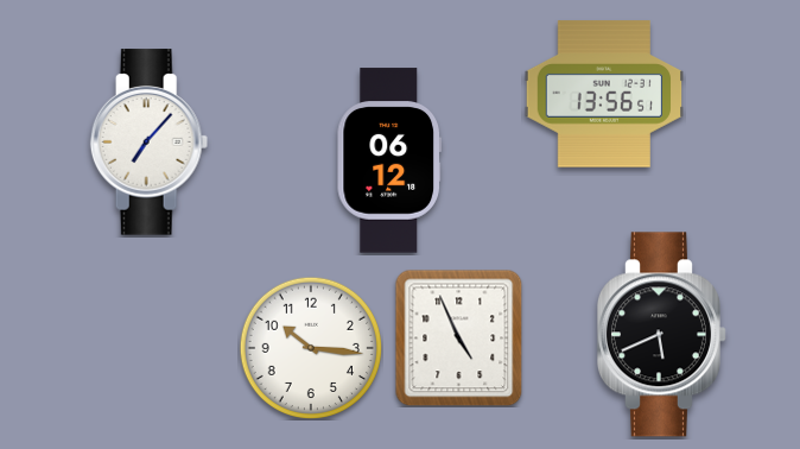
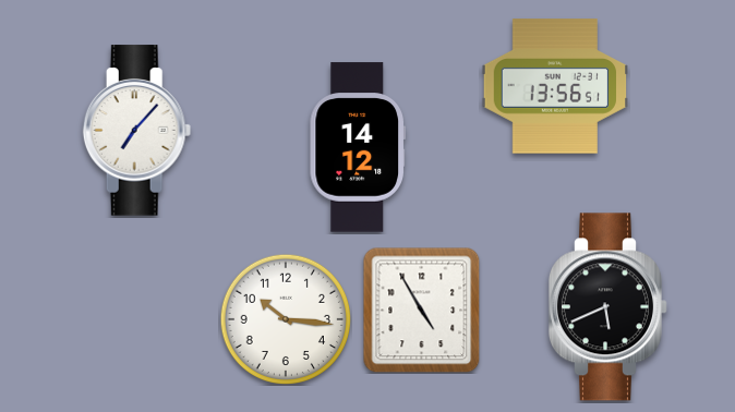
clock at (388, 160): 06:12 -> 14:12
clock at (459, 337): 4:56 -> 4:55
